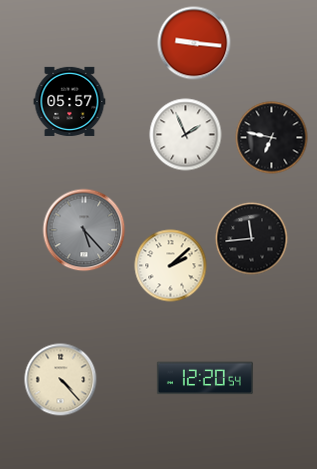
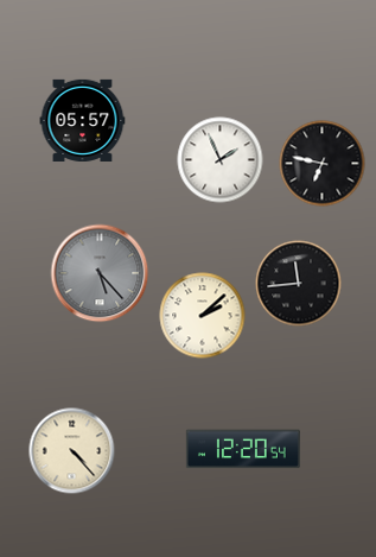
clock at (194, 43): 9:16 -> none
